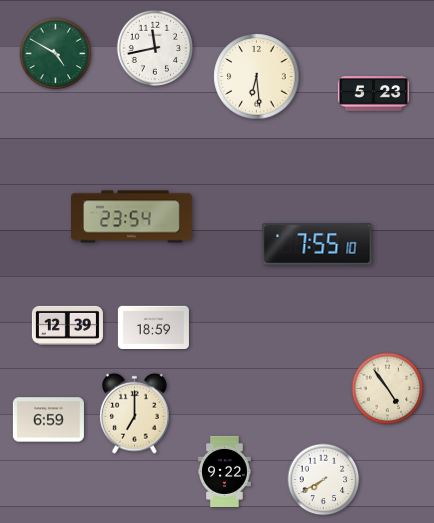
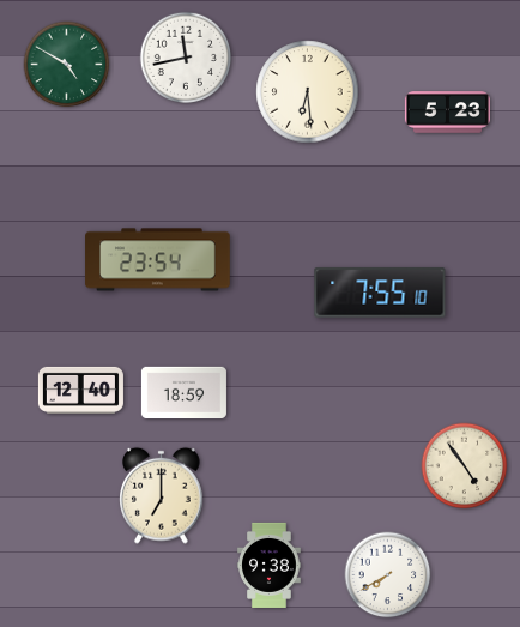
clock at (67, 325): 12:39 -> 12:40
clock at (48, 420): 6:59 -> none
clock at (225, 471): 9:22 -> 9:38
